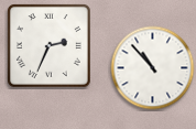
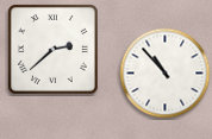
clock at (50, 46): 2:34 -> 2:38
